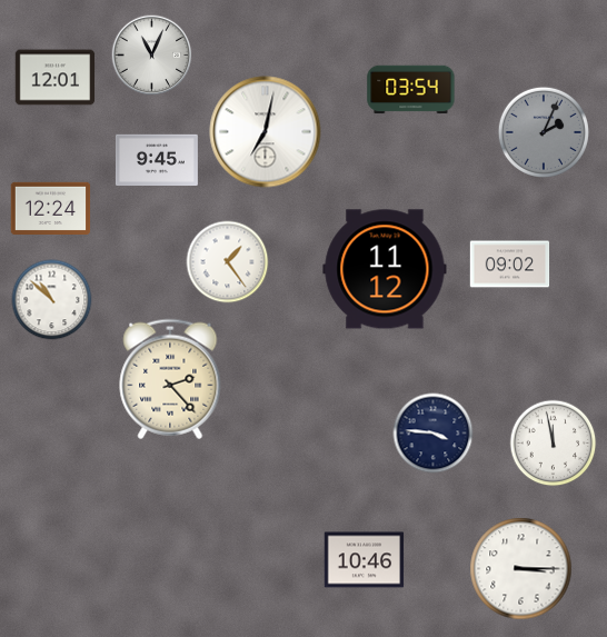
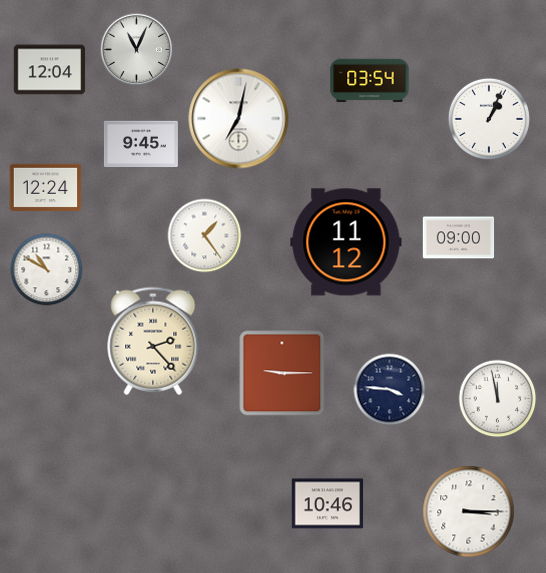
clock at (56, 78): 12:01 -> 12:04
clock at (544, 132): 2:04 -> 1:04
clock at (544, 132) dial: grey -> white
clock at (510, 265): 09:02 -> 09:00
clock at (52, 300): 10:52 -> 10:50
clock at (282, 373): none -> 9:15
